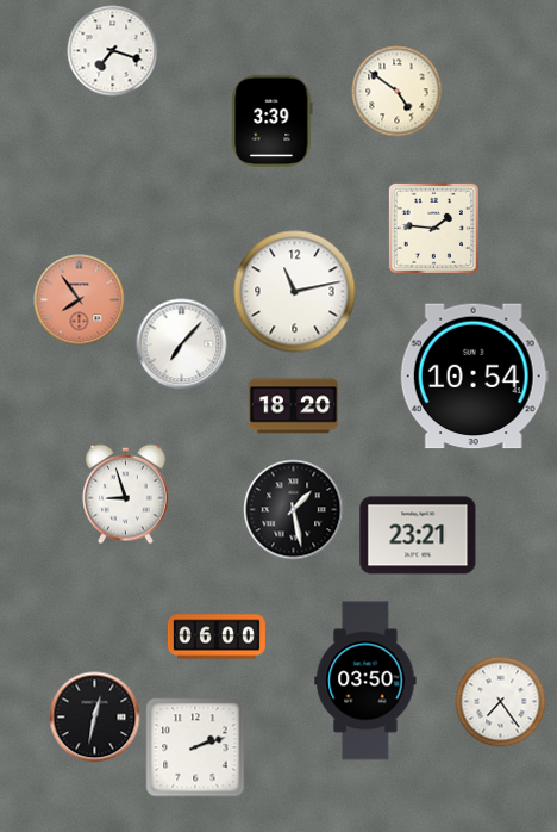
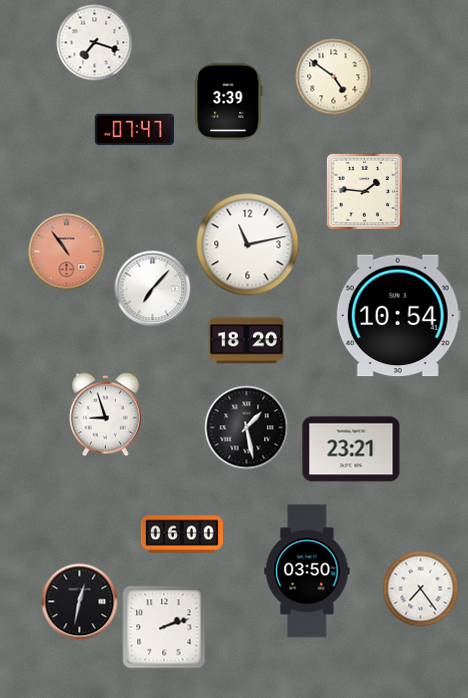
clock at (134, 130): none -> 07:47
clock at (80, 300): 7:54 -> 10:54
